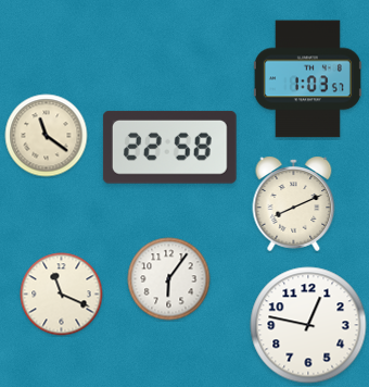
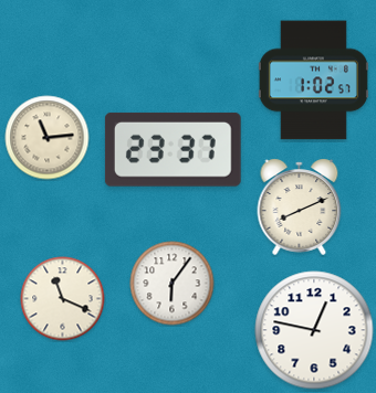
clock at (307, 79): 1:03 -> 1:02
clock at (47, 136): 11:21 -> 11:14
clock at (169, 147): 22:58 -> 23:37
